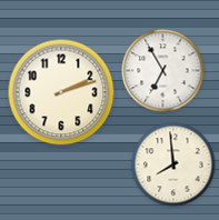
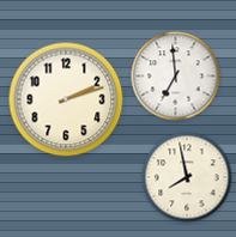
clock at (163, 71): 6:55 -> 6:59
clock at (173, 164): 7:59 -> 7:58
